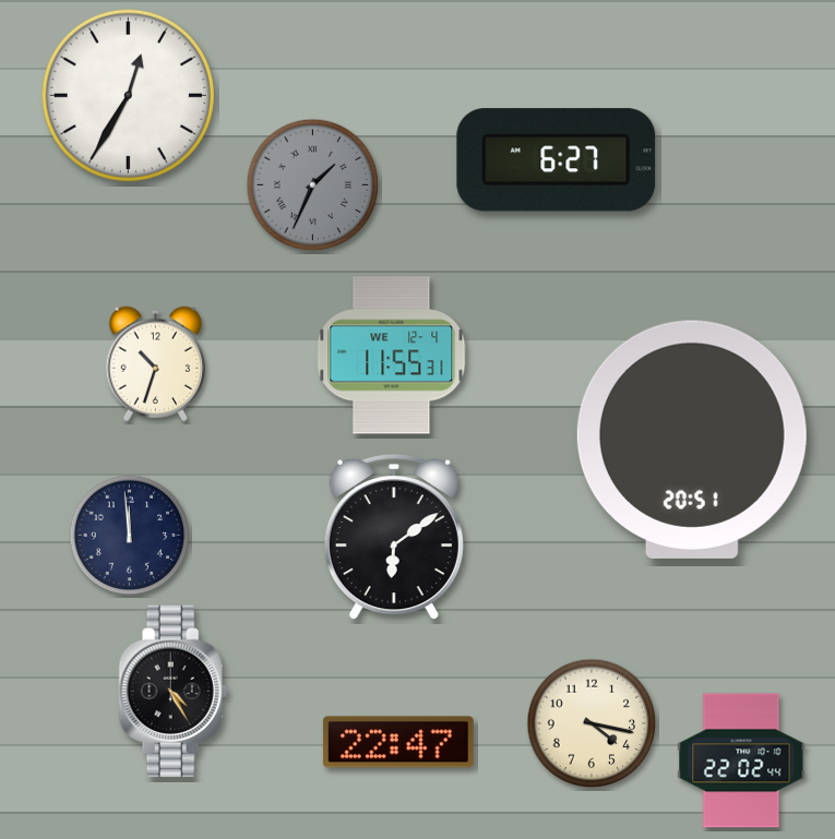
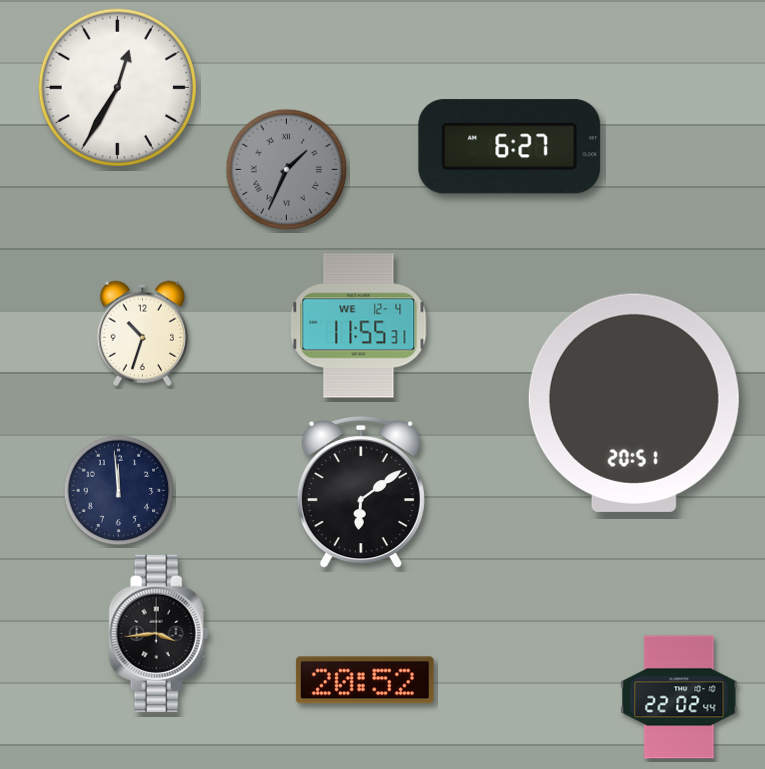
clock at (174, 692): 4:25 -> 3:44
clock at (592, 723): 4:17 -> none
clock at (398, 742): 22:47 -> 20:52
